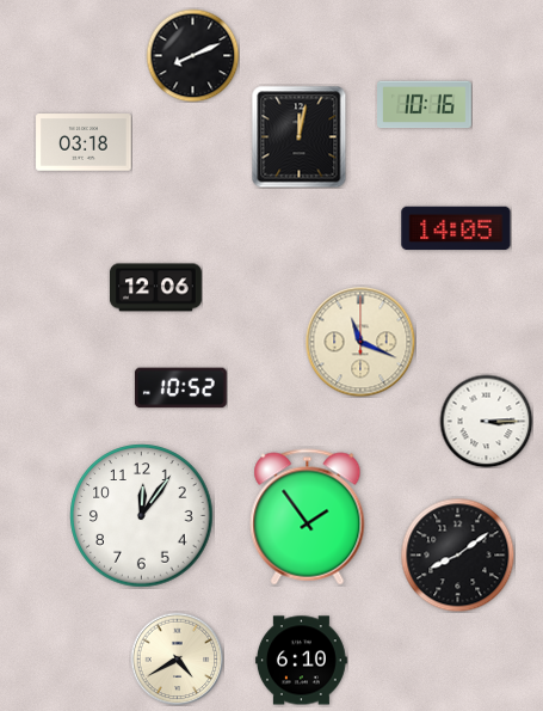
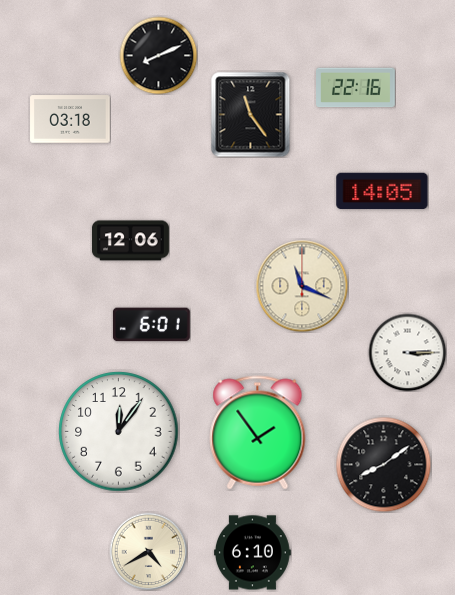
clock at (192, 55) position: (192, 55) -> (158, 55)
clock at (425, 105): 10:16 -> 22:16
clock at (300, 136): 12:02 -> 11:24
clock at (180, 388): 10:52 -> 6:01
